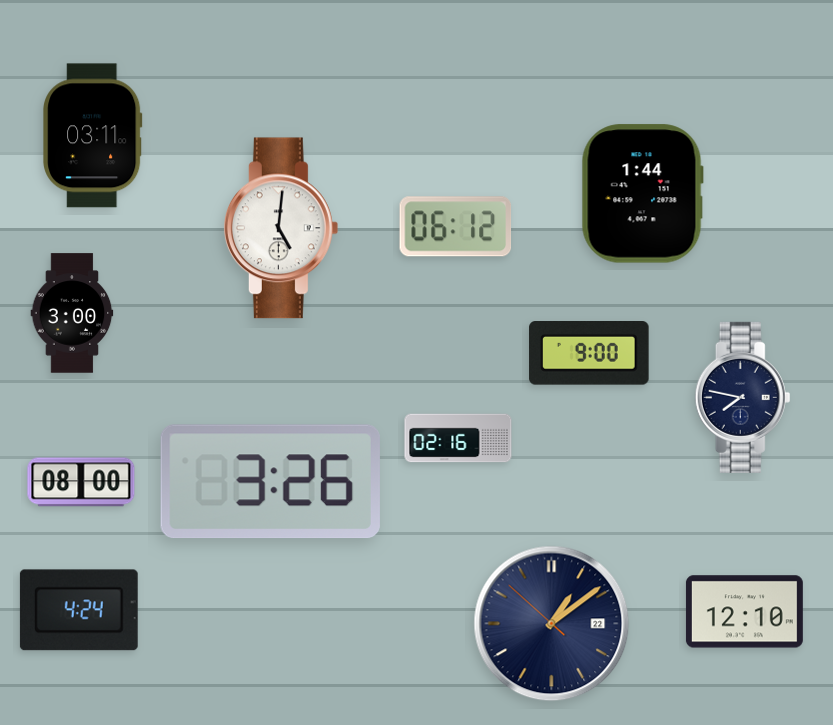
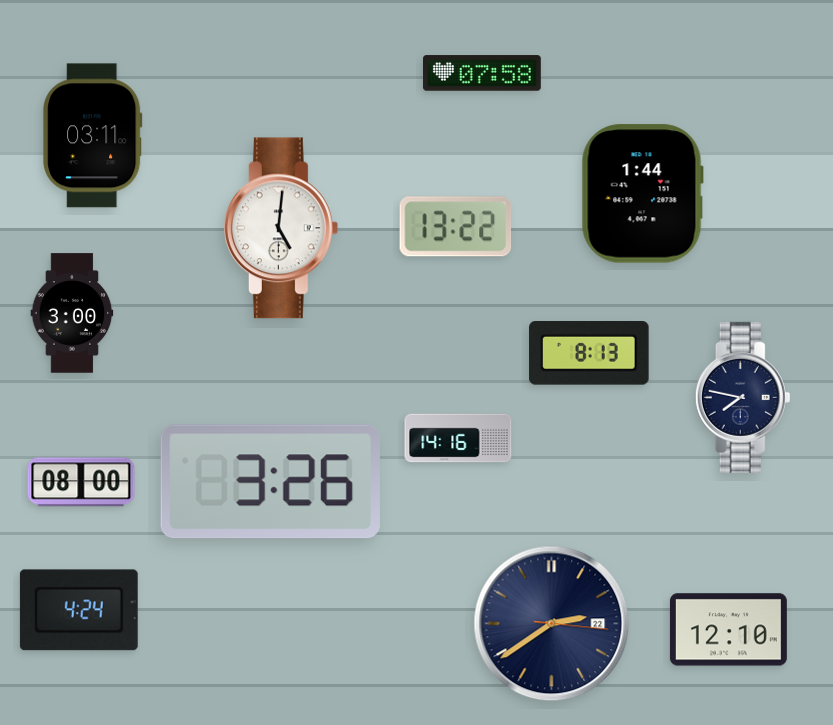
clock at (483, 73): none -> 07:58
clock at (456, 227): 06:12 -> 13:22
clock at (589, 354): 9:00 -> 8:13
clock at (458, 438): 02:16 -> 14:16
clock at (744, 612) position: (744, 612) -> (728, 630)
clock at (552, 624): 1:08 -> 2:39
